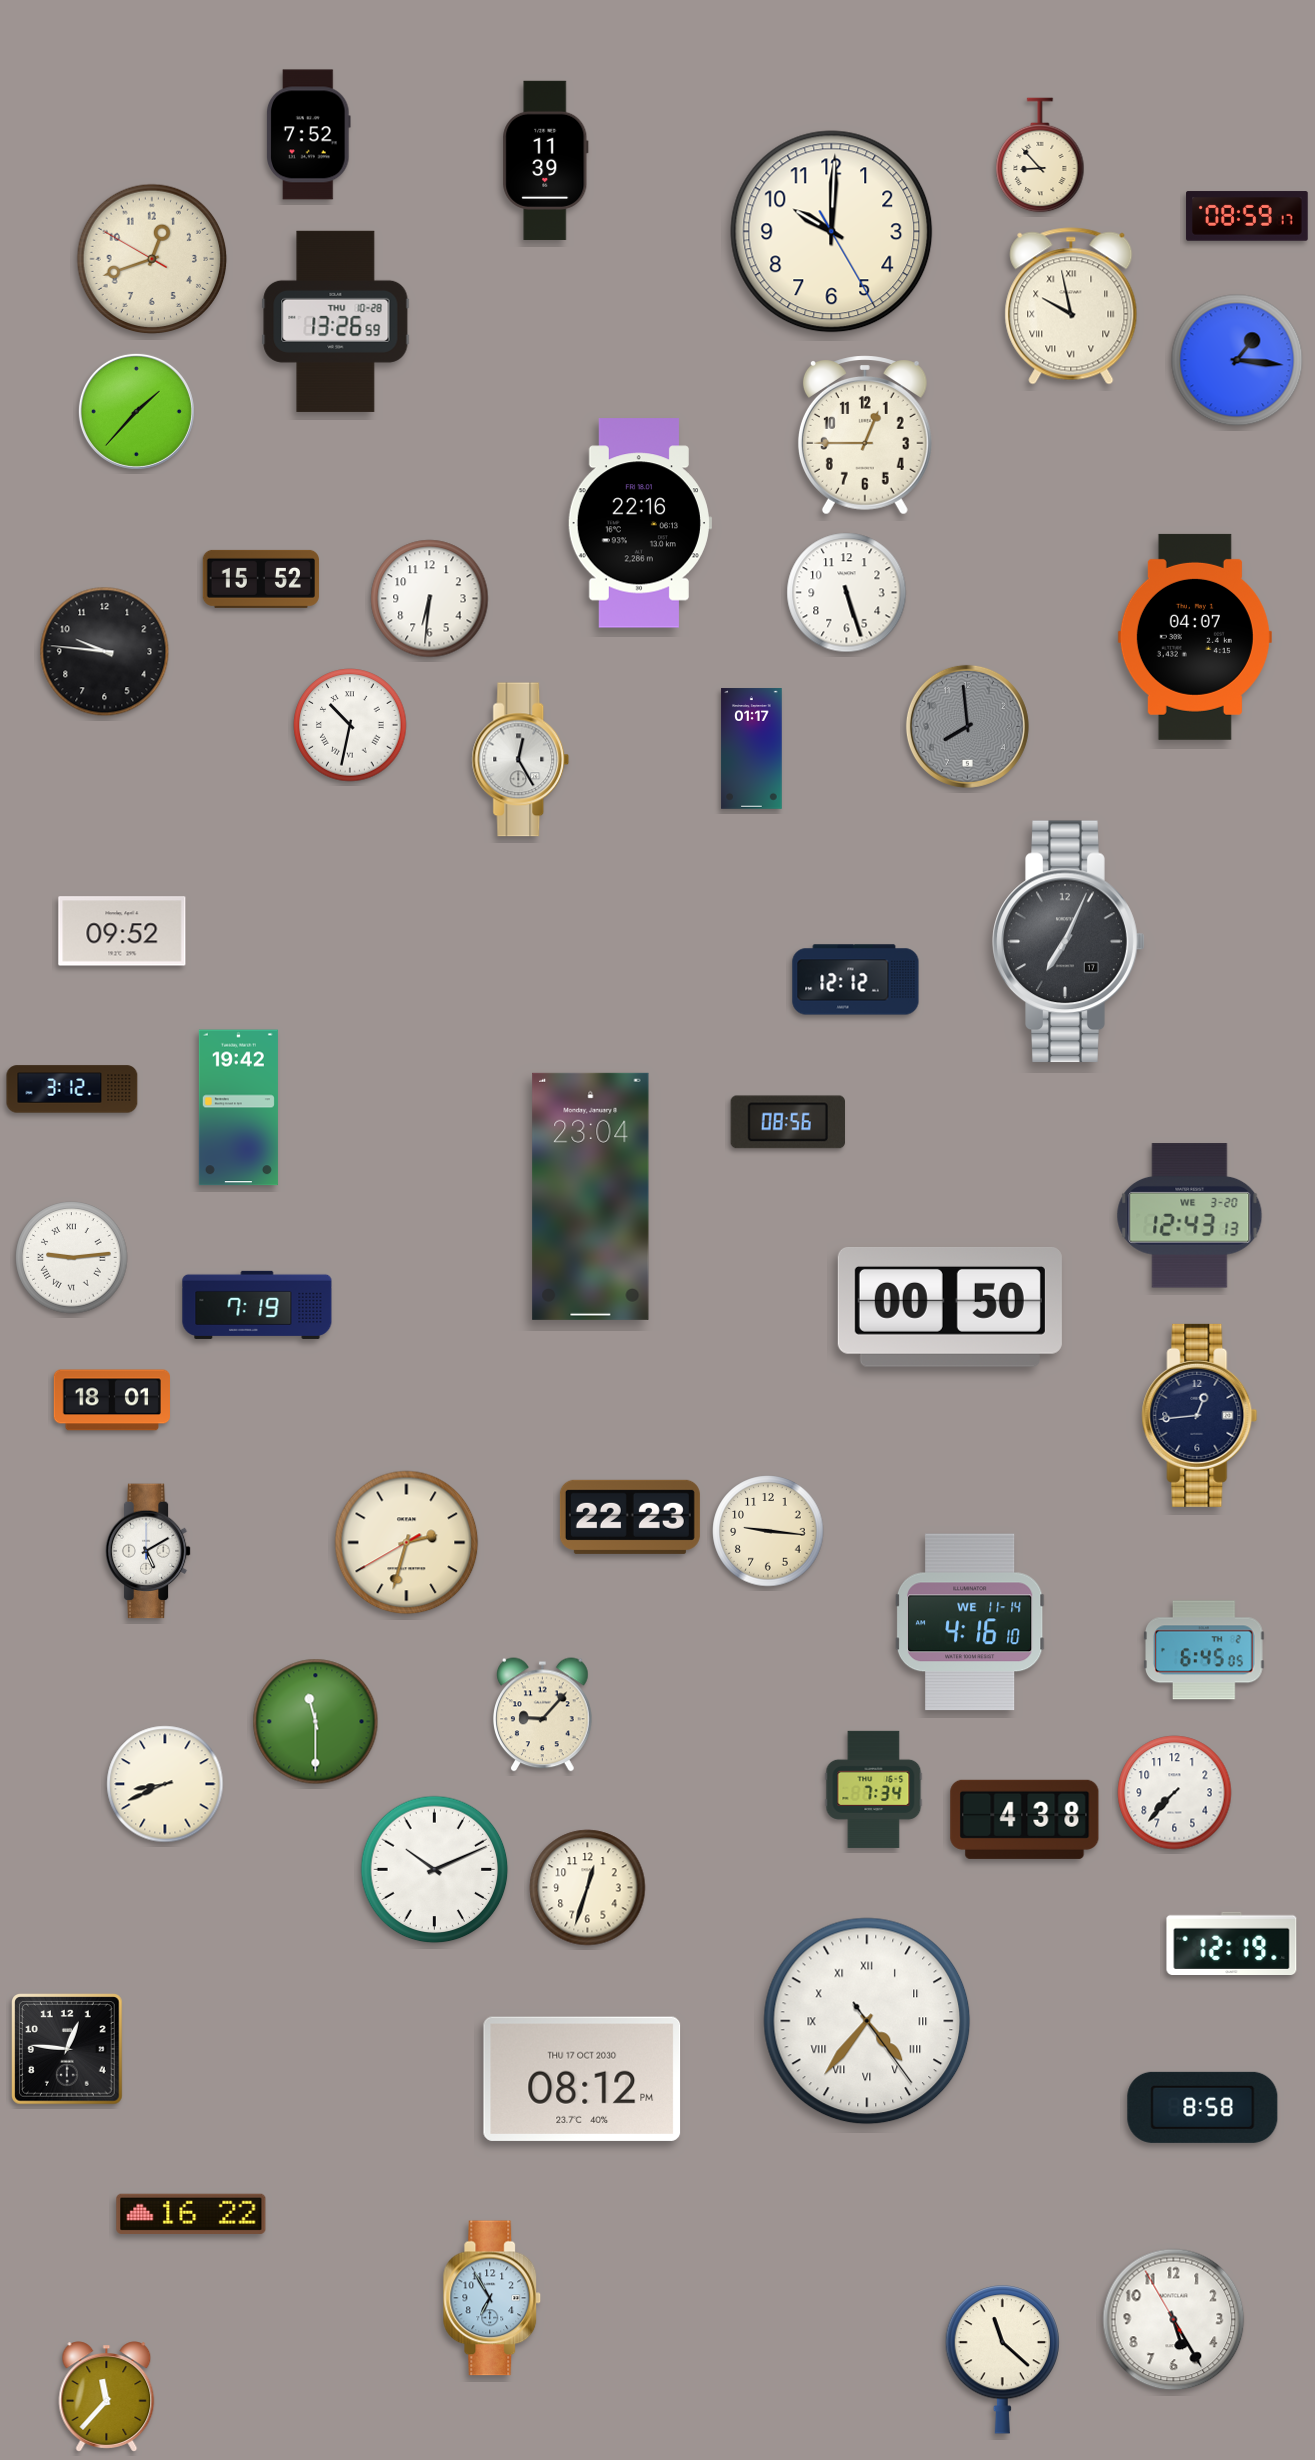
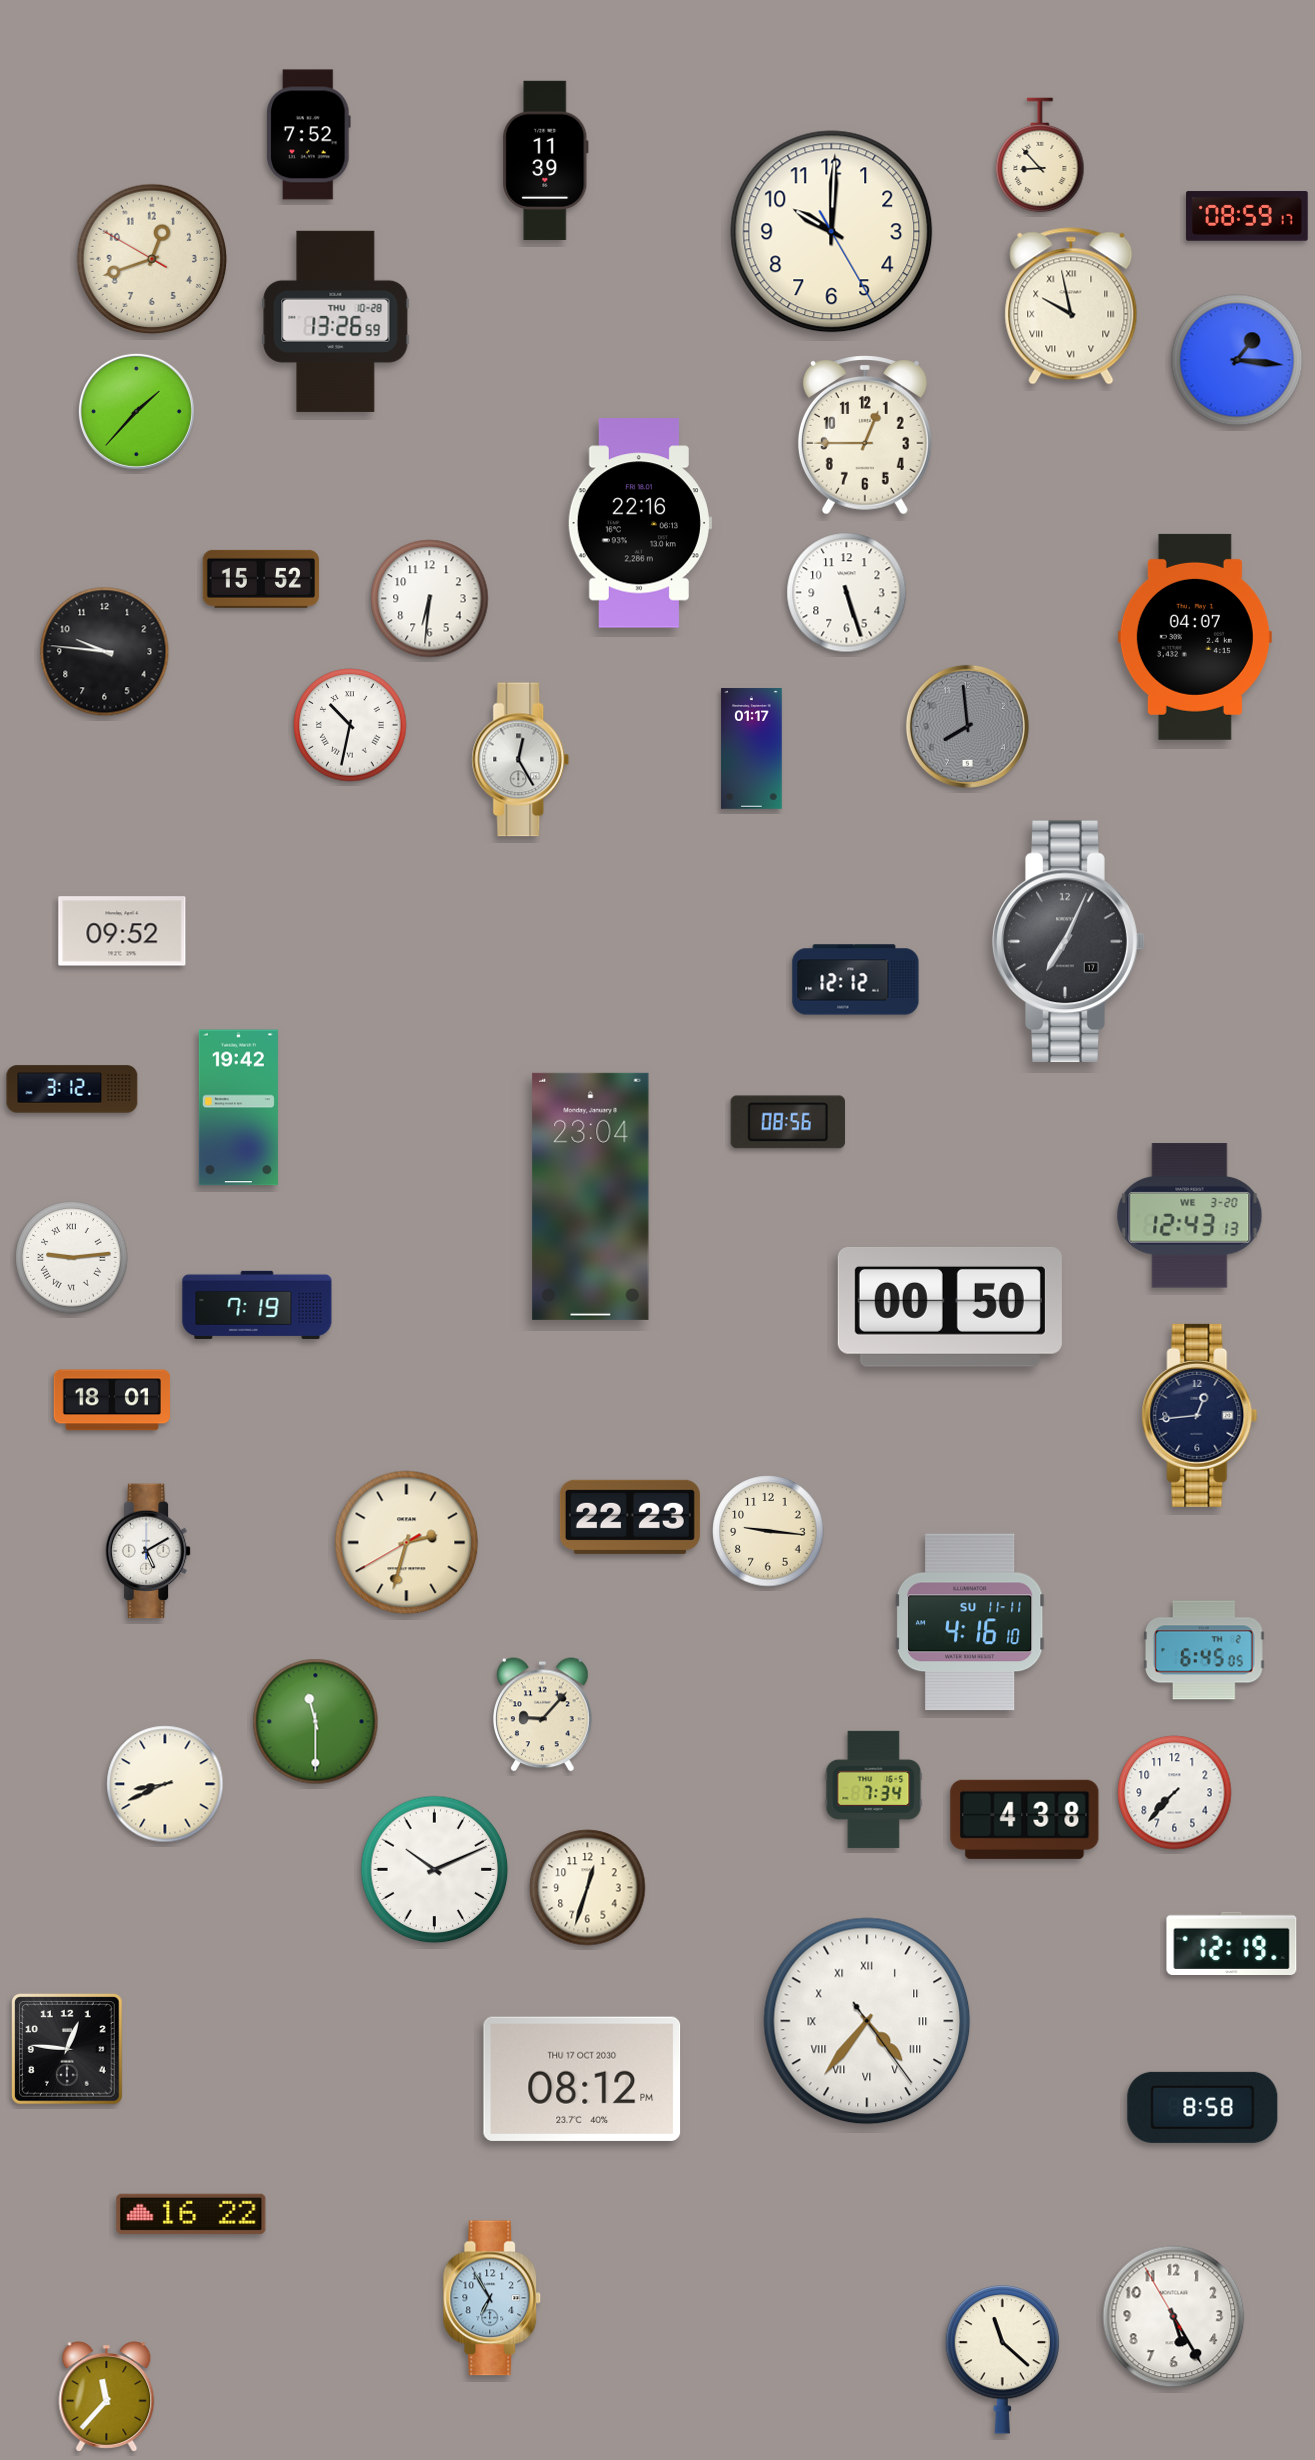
clock at (970, 1622) date: WE 11-14 -> SU 11-11
clock at (1174, 2320) position: (1174, 2320) -> (1174, 2317)
